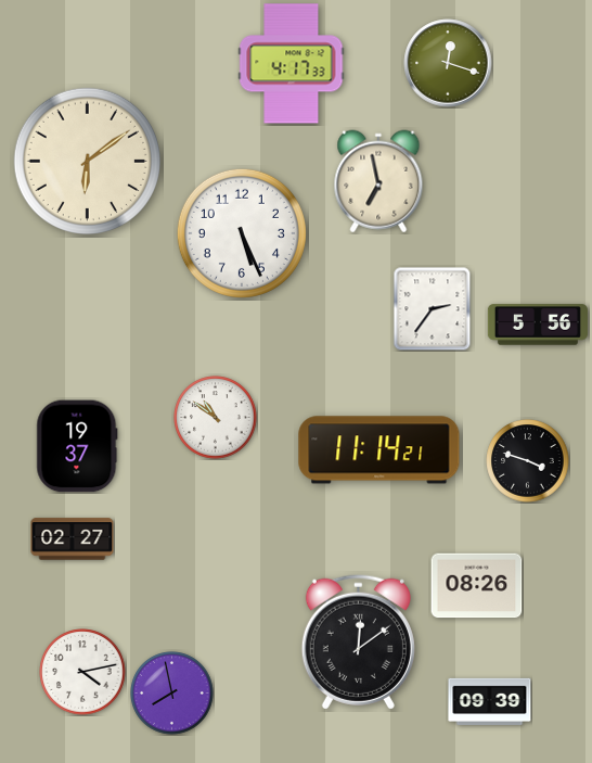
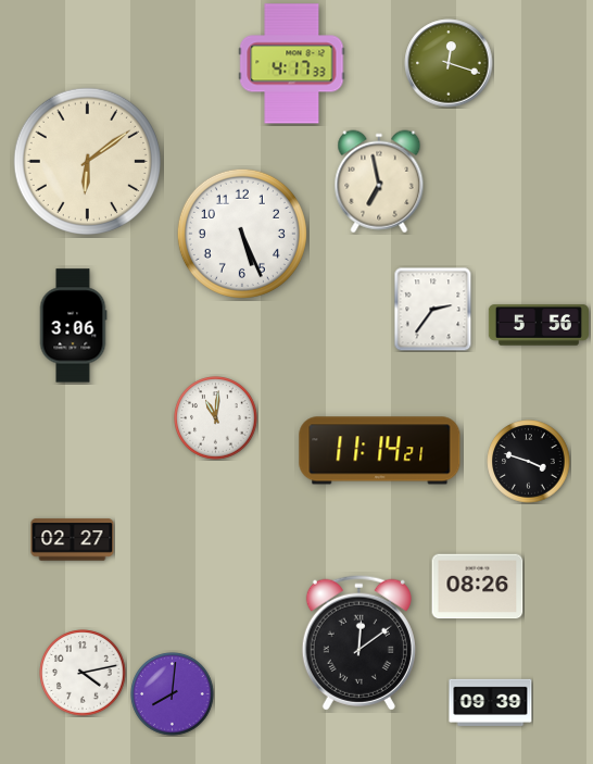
clock at (73, 326): none -> 3:06
clock at (216, 418): 10:51 -> 11:01
clock at (77, 446): 19:37 -> none
clock at (172, 694): 7:58 -> 8:01
